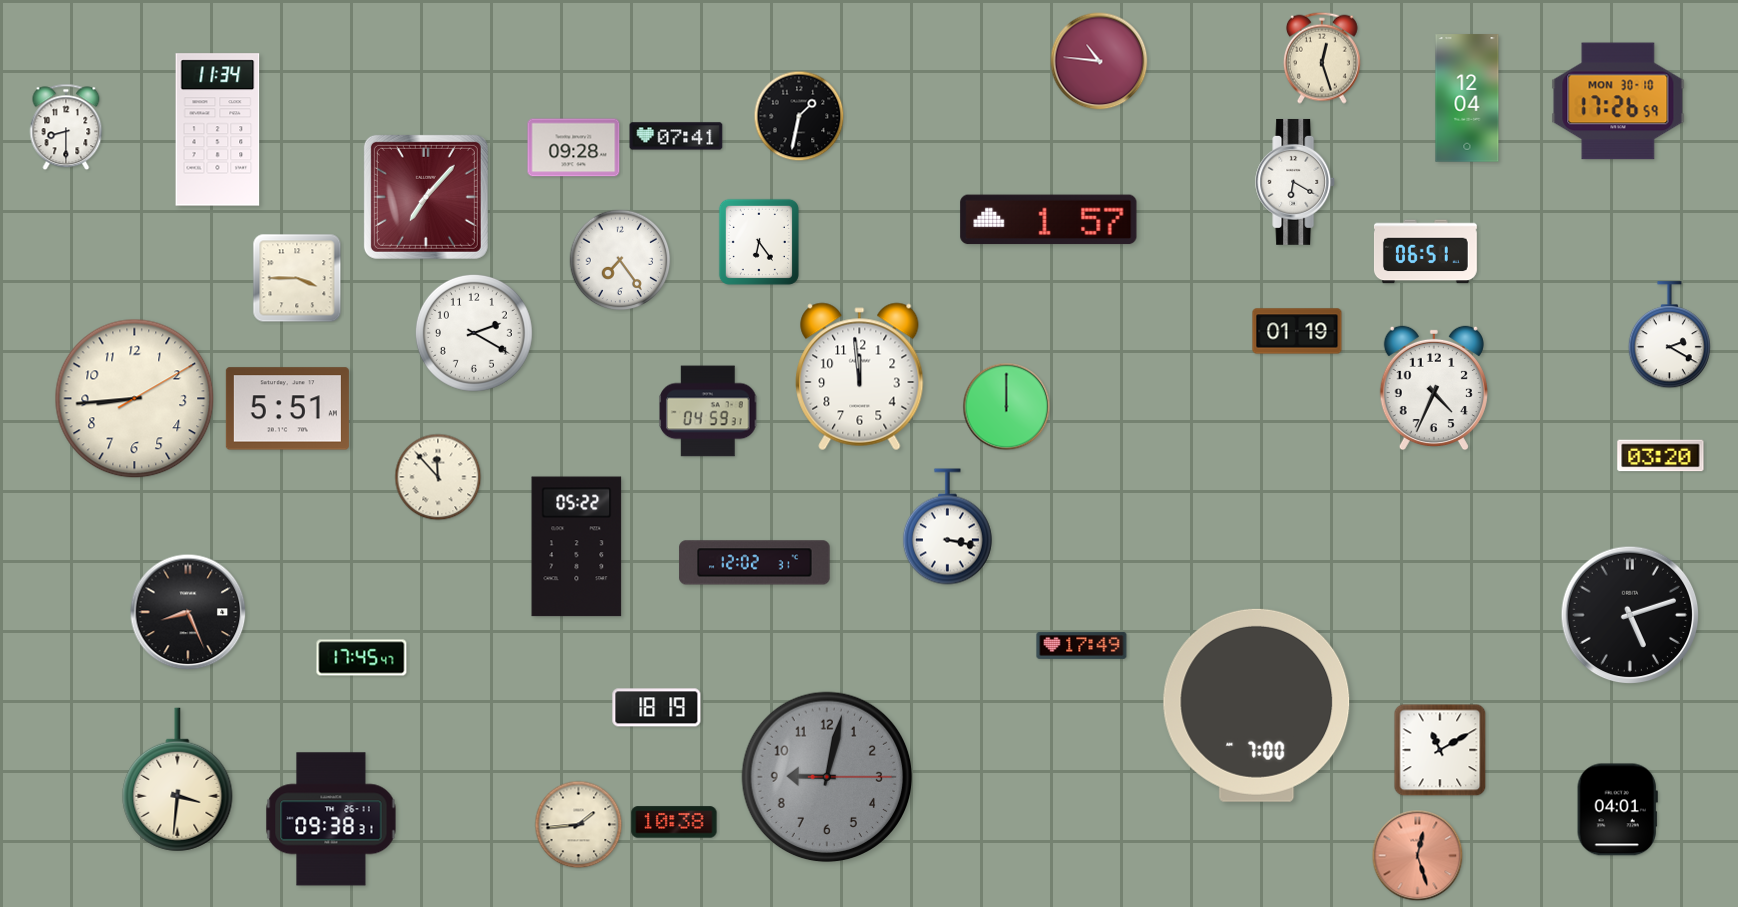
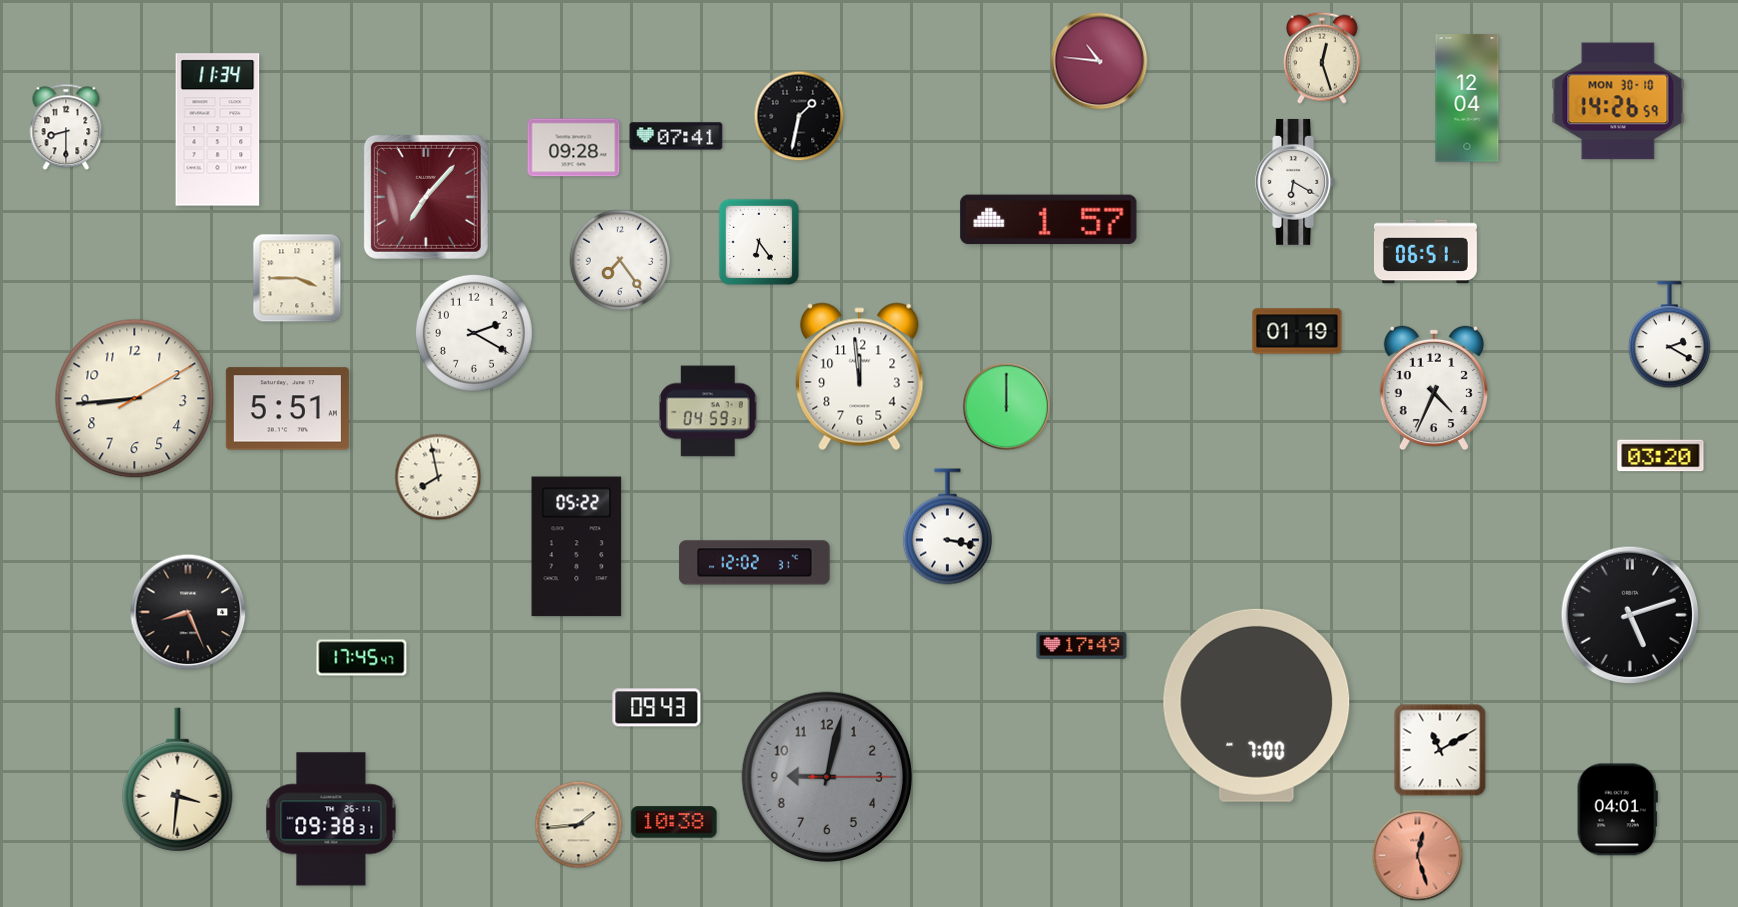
clock at (1618, 101): 17:26 -> 14:26
clock at (438, 477): 11:53 -> 7:58
clock at (657, 708): 18:19 -> 09:43
